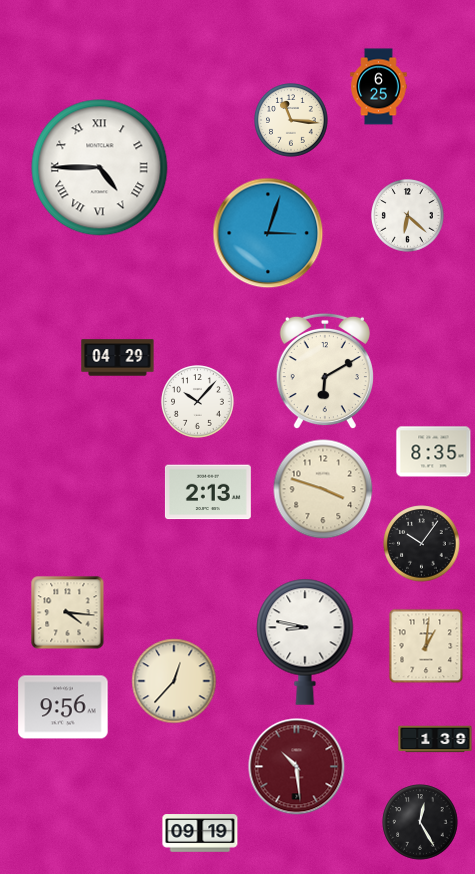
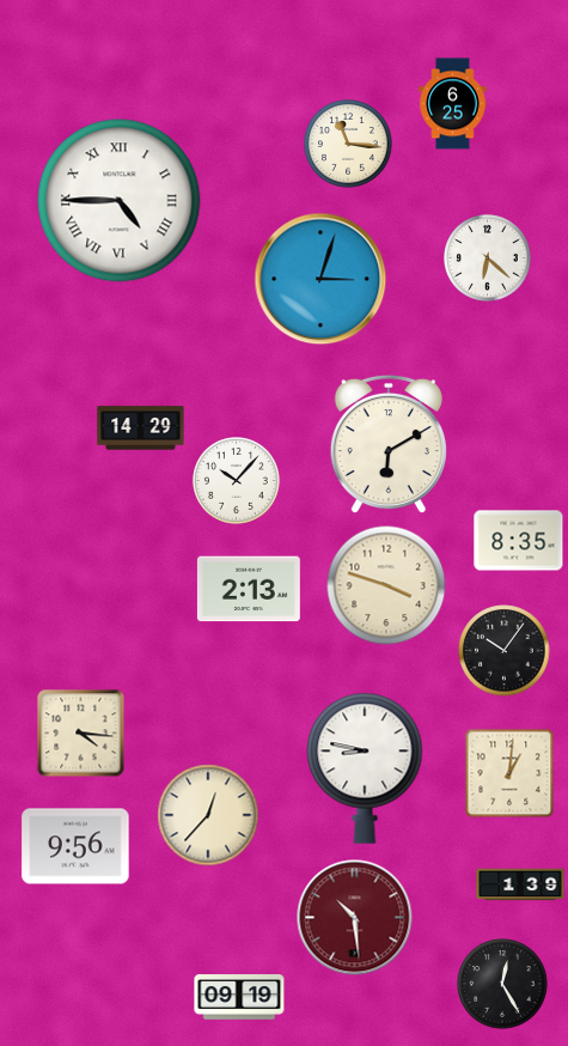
clock at (118, 358): 04:29 -> 14:29
